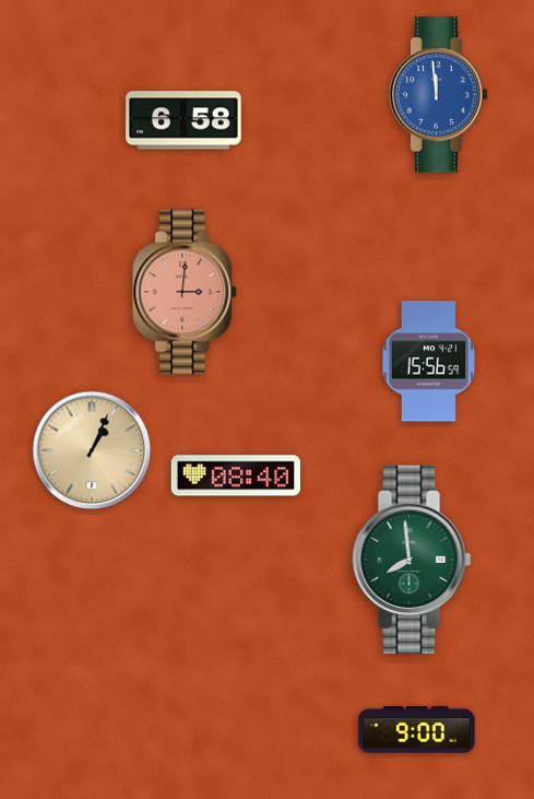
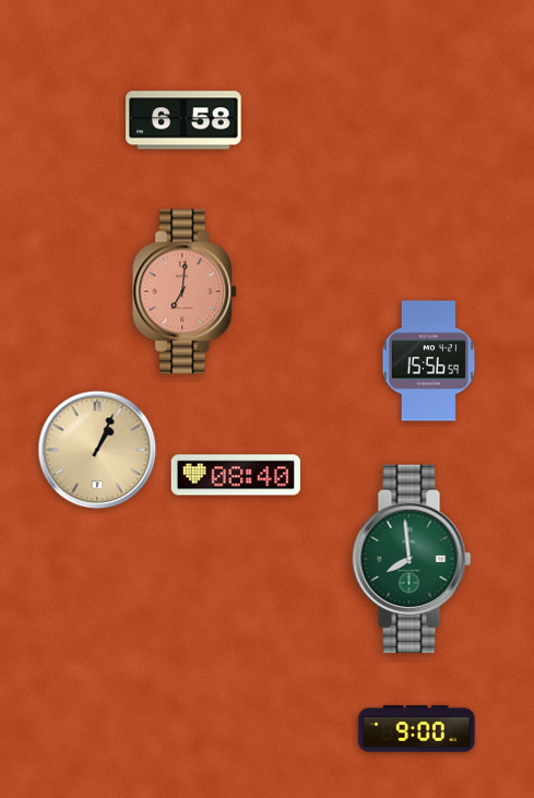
clock at (439, 95): 11:59 -> none
clock at (186, 292): 3:01 -> 7:01
clock at (92, 450) position: (92, 450) -> (97, 450)
